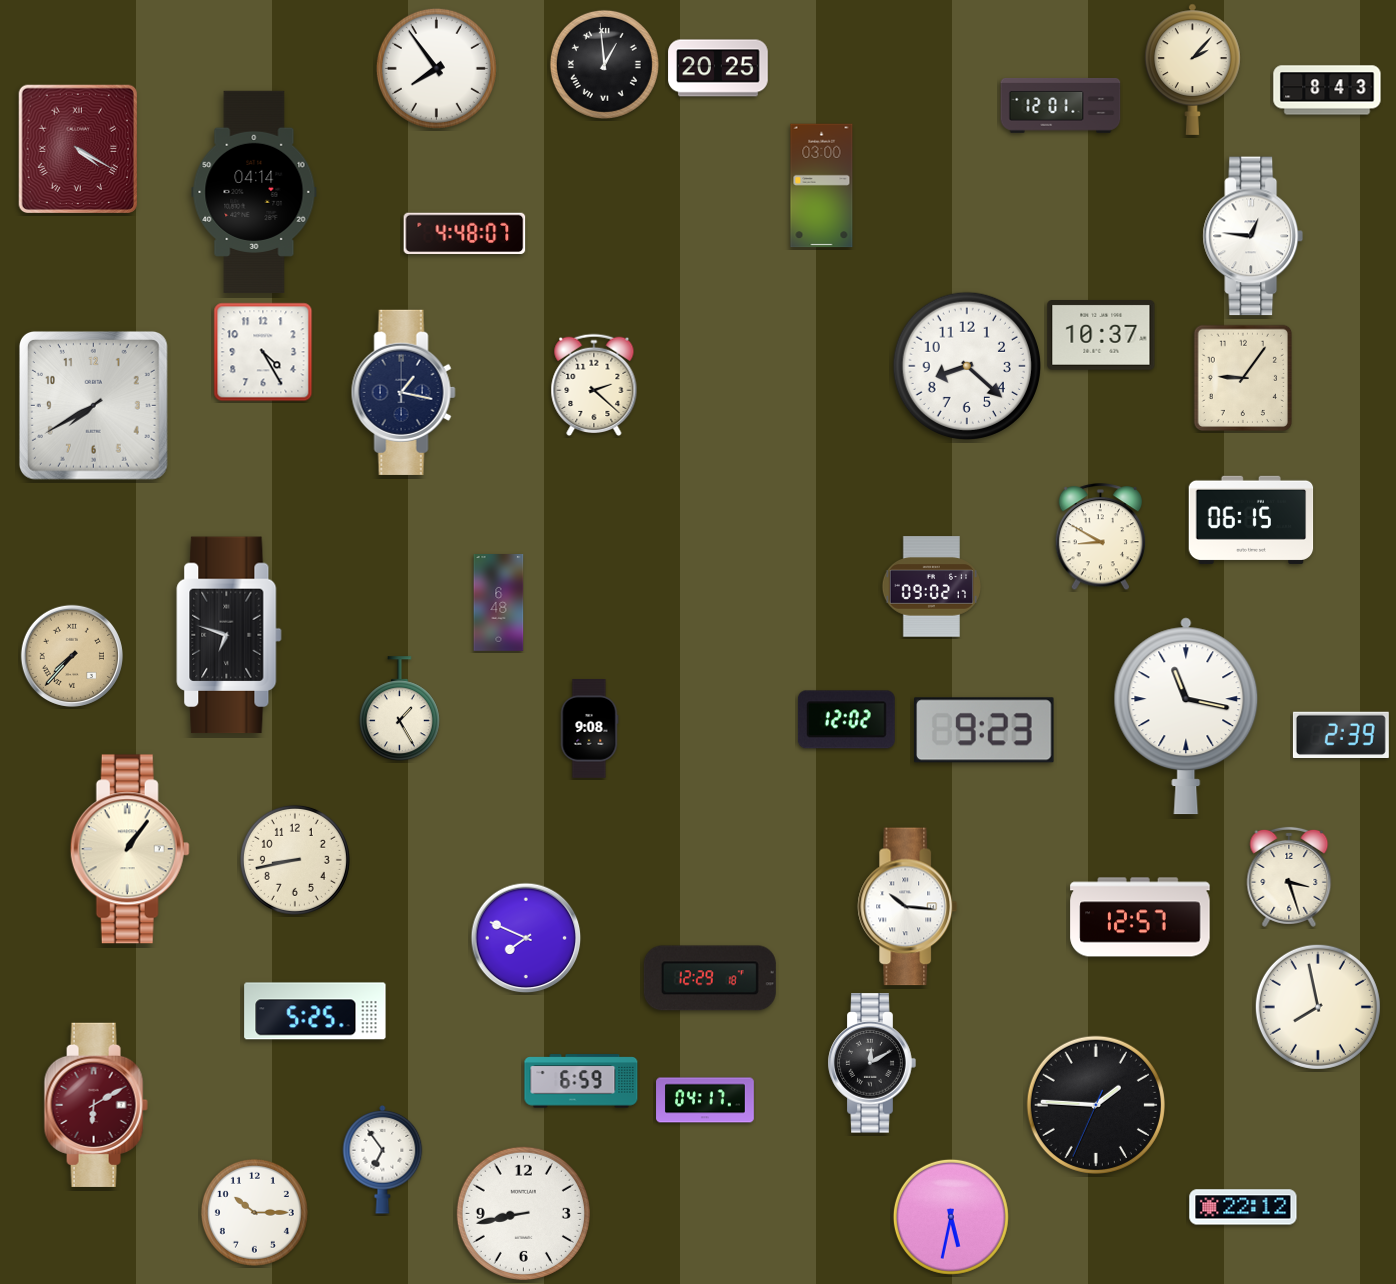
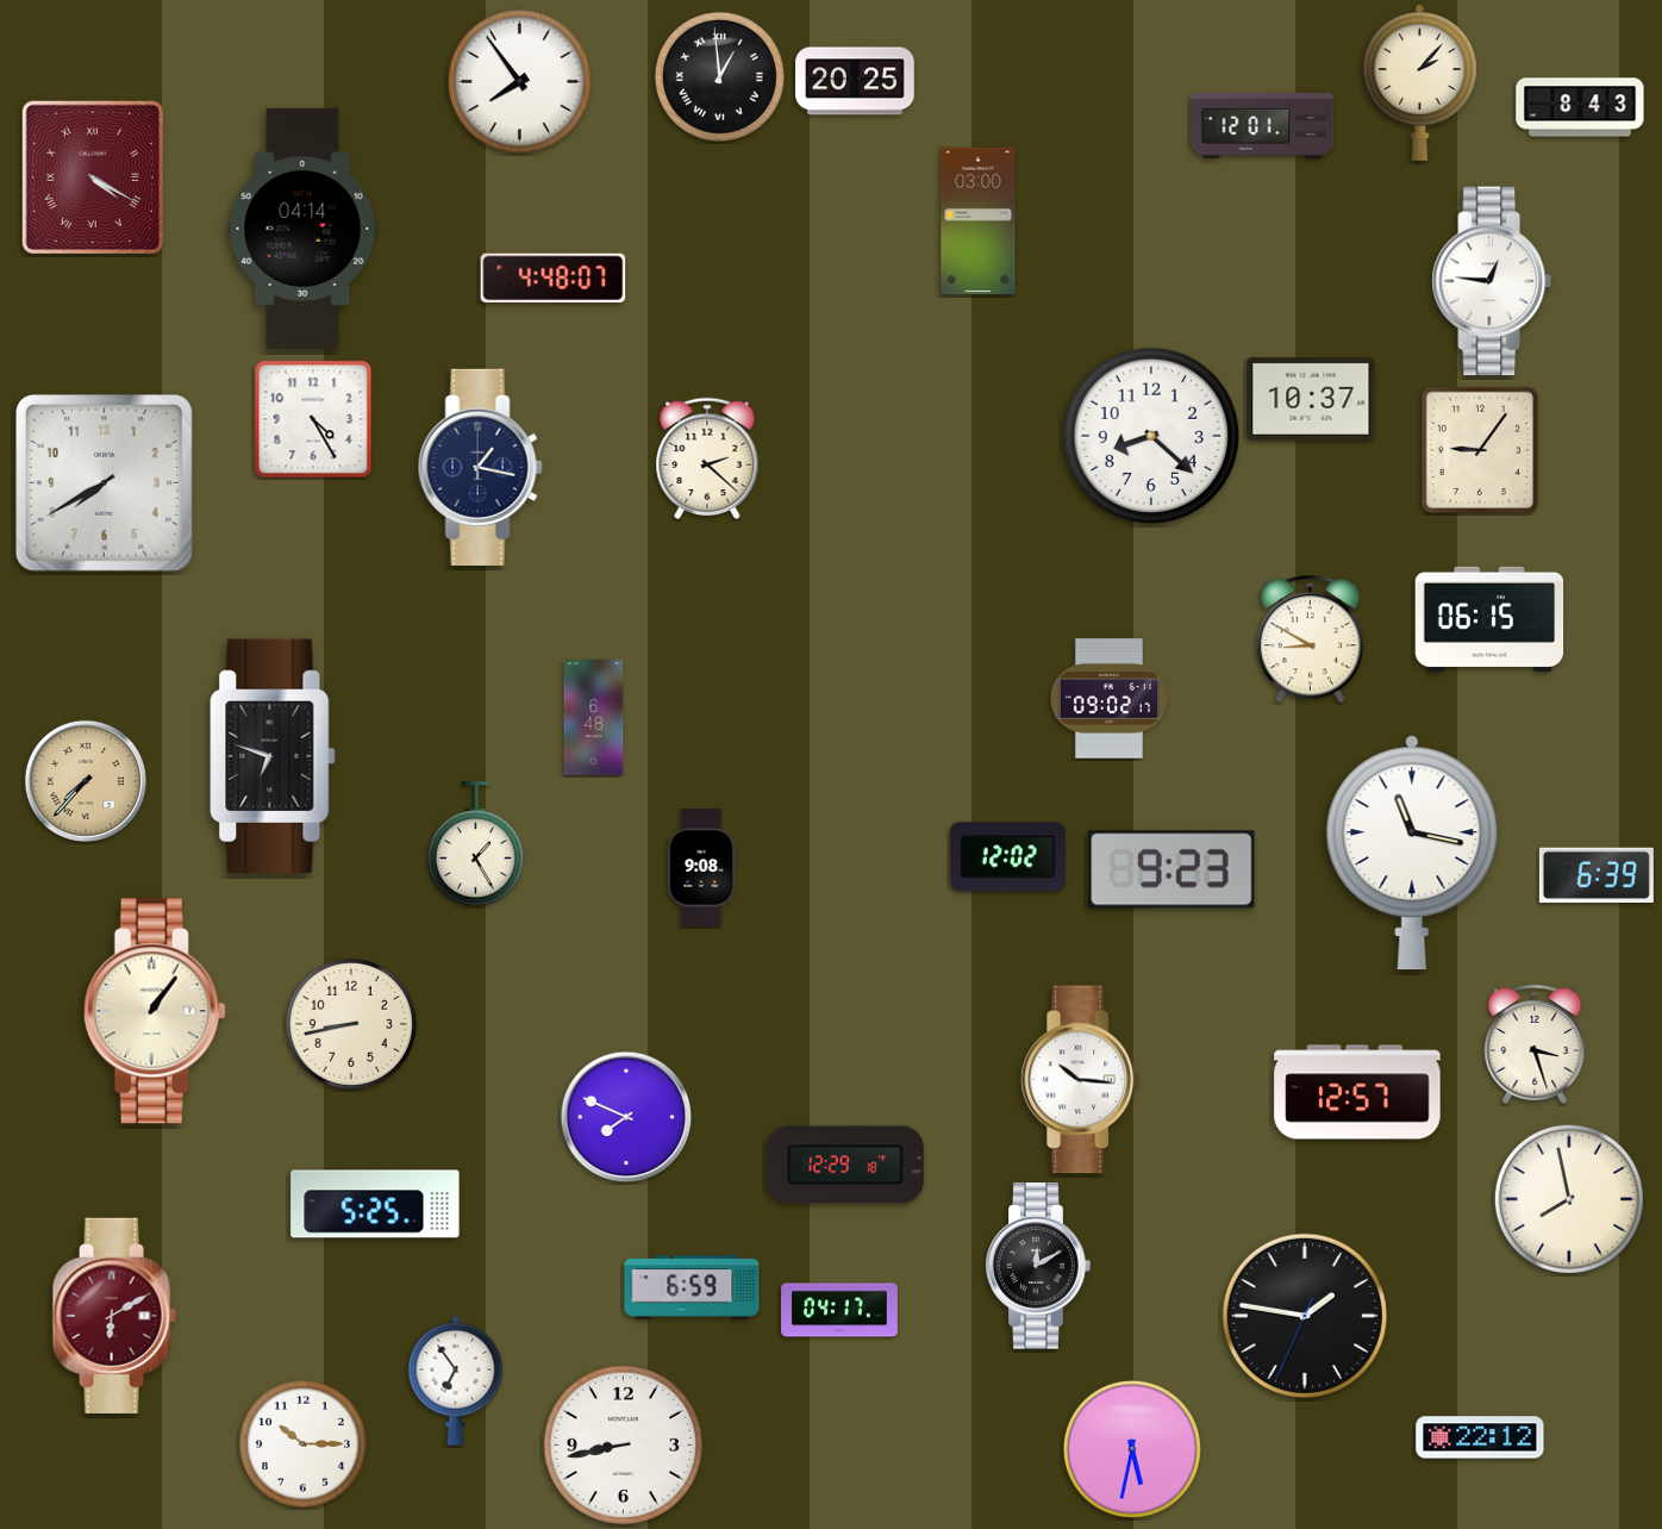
clock at (93, 405) position: (93, 405) -> (104, 482)
clock at (1341, 735): 2:39 -> 6:39
clock at (1096, 1105): 1:45 -> 1:46
